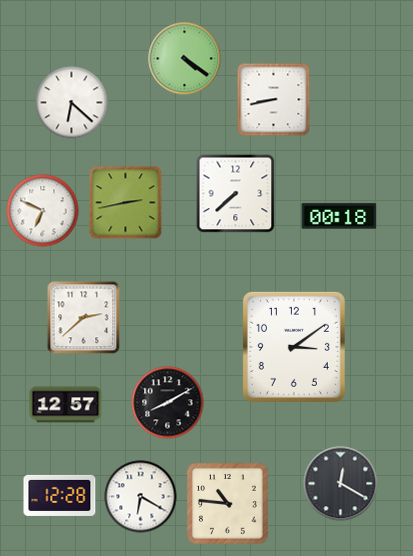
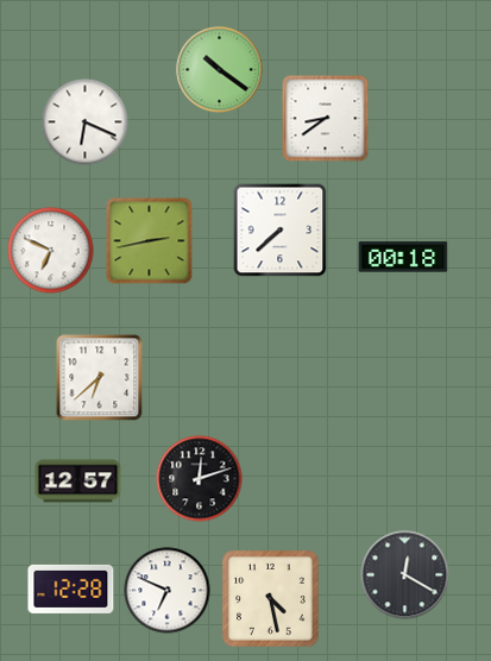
clock at (185, 59): 4:21 -> 10:21
clock at (274, 100): 8:43 -> 8:39
clock at (72, 103): 6:22 -> 6:19
clock at (84, 318): 2:38 -> 6:38
clock at (294, 347): 3:09 -> none
clock at (168, 403): 8:10 -> 12:12
clock at (141, 497): 6:20 -> 6:49
clock at (228, 504): 10:46 -> 4:28
